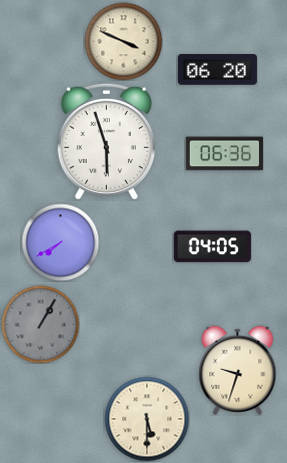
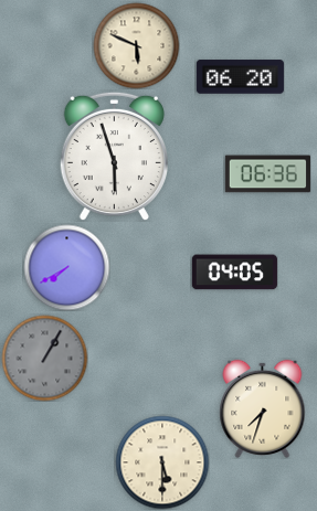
clock at (123, 41): 3:49 -> 5:49
clock at (106, 141) position: (106, 141) -> (114, 156)
clock at (224, 154) position: (224, 154) -> (267, 174)
clock at (238, 370): 9:33 -> 7:33
